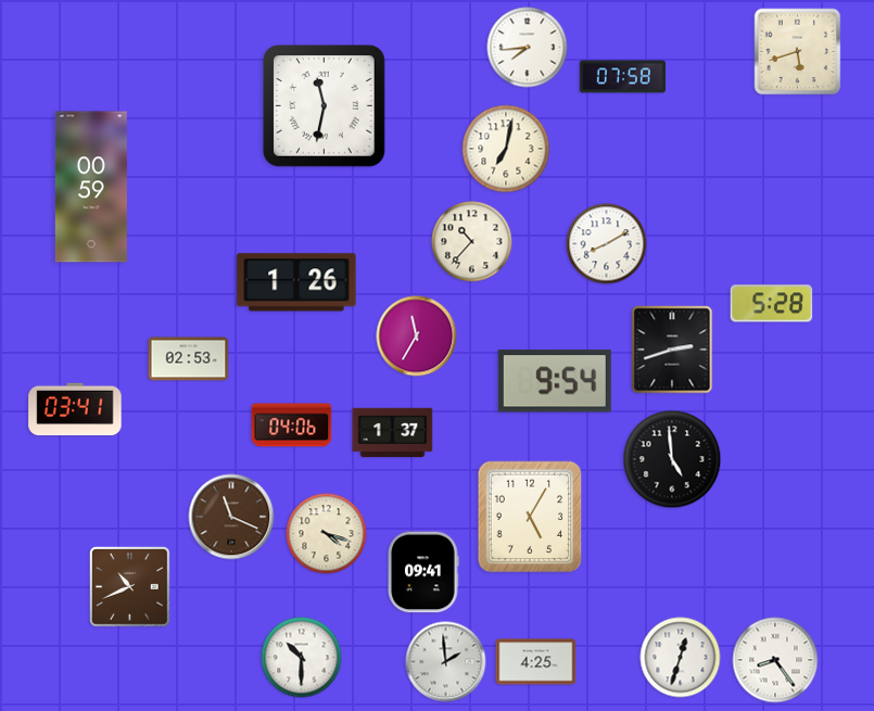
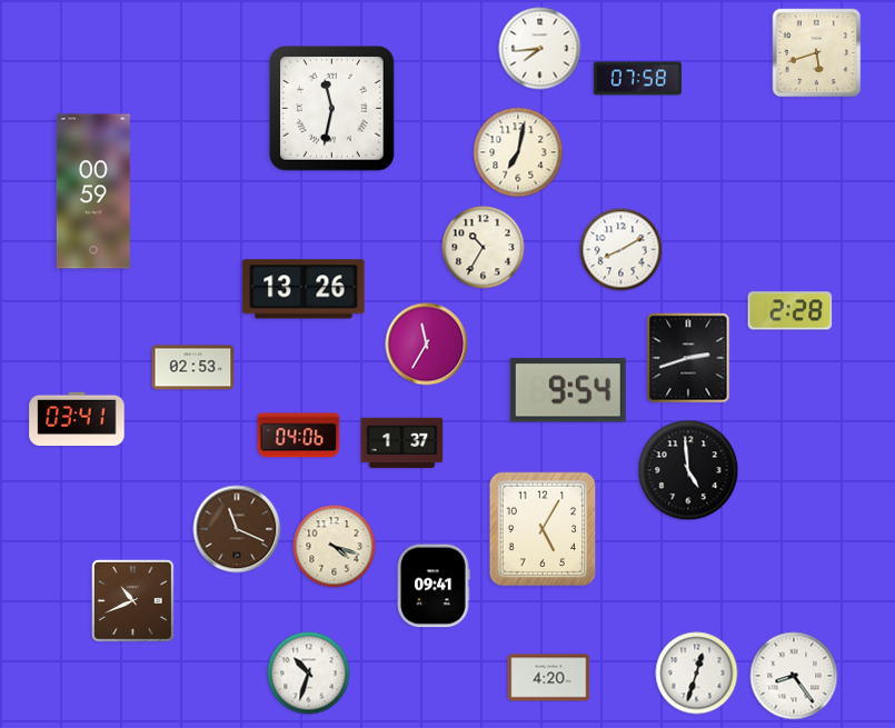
clock at (472, 242): 10:37 -> 10:35
clock at (296, 282): 1:26 -> 13:26
clock at (772, 304): 5:28 -> 2:28
clock at (302, 658): 10:30 -> 10:33
clock at (446, 662): 1:59 -> none
clock at (536, 662): 4:25 -> 4:20
